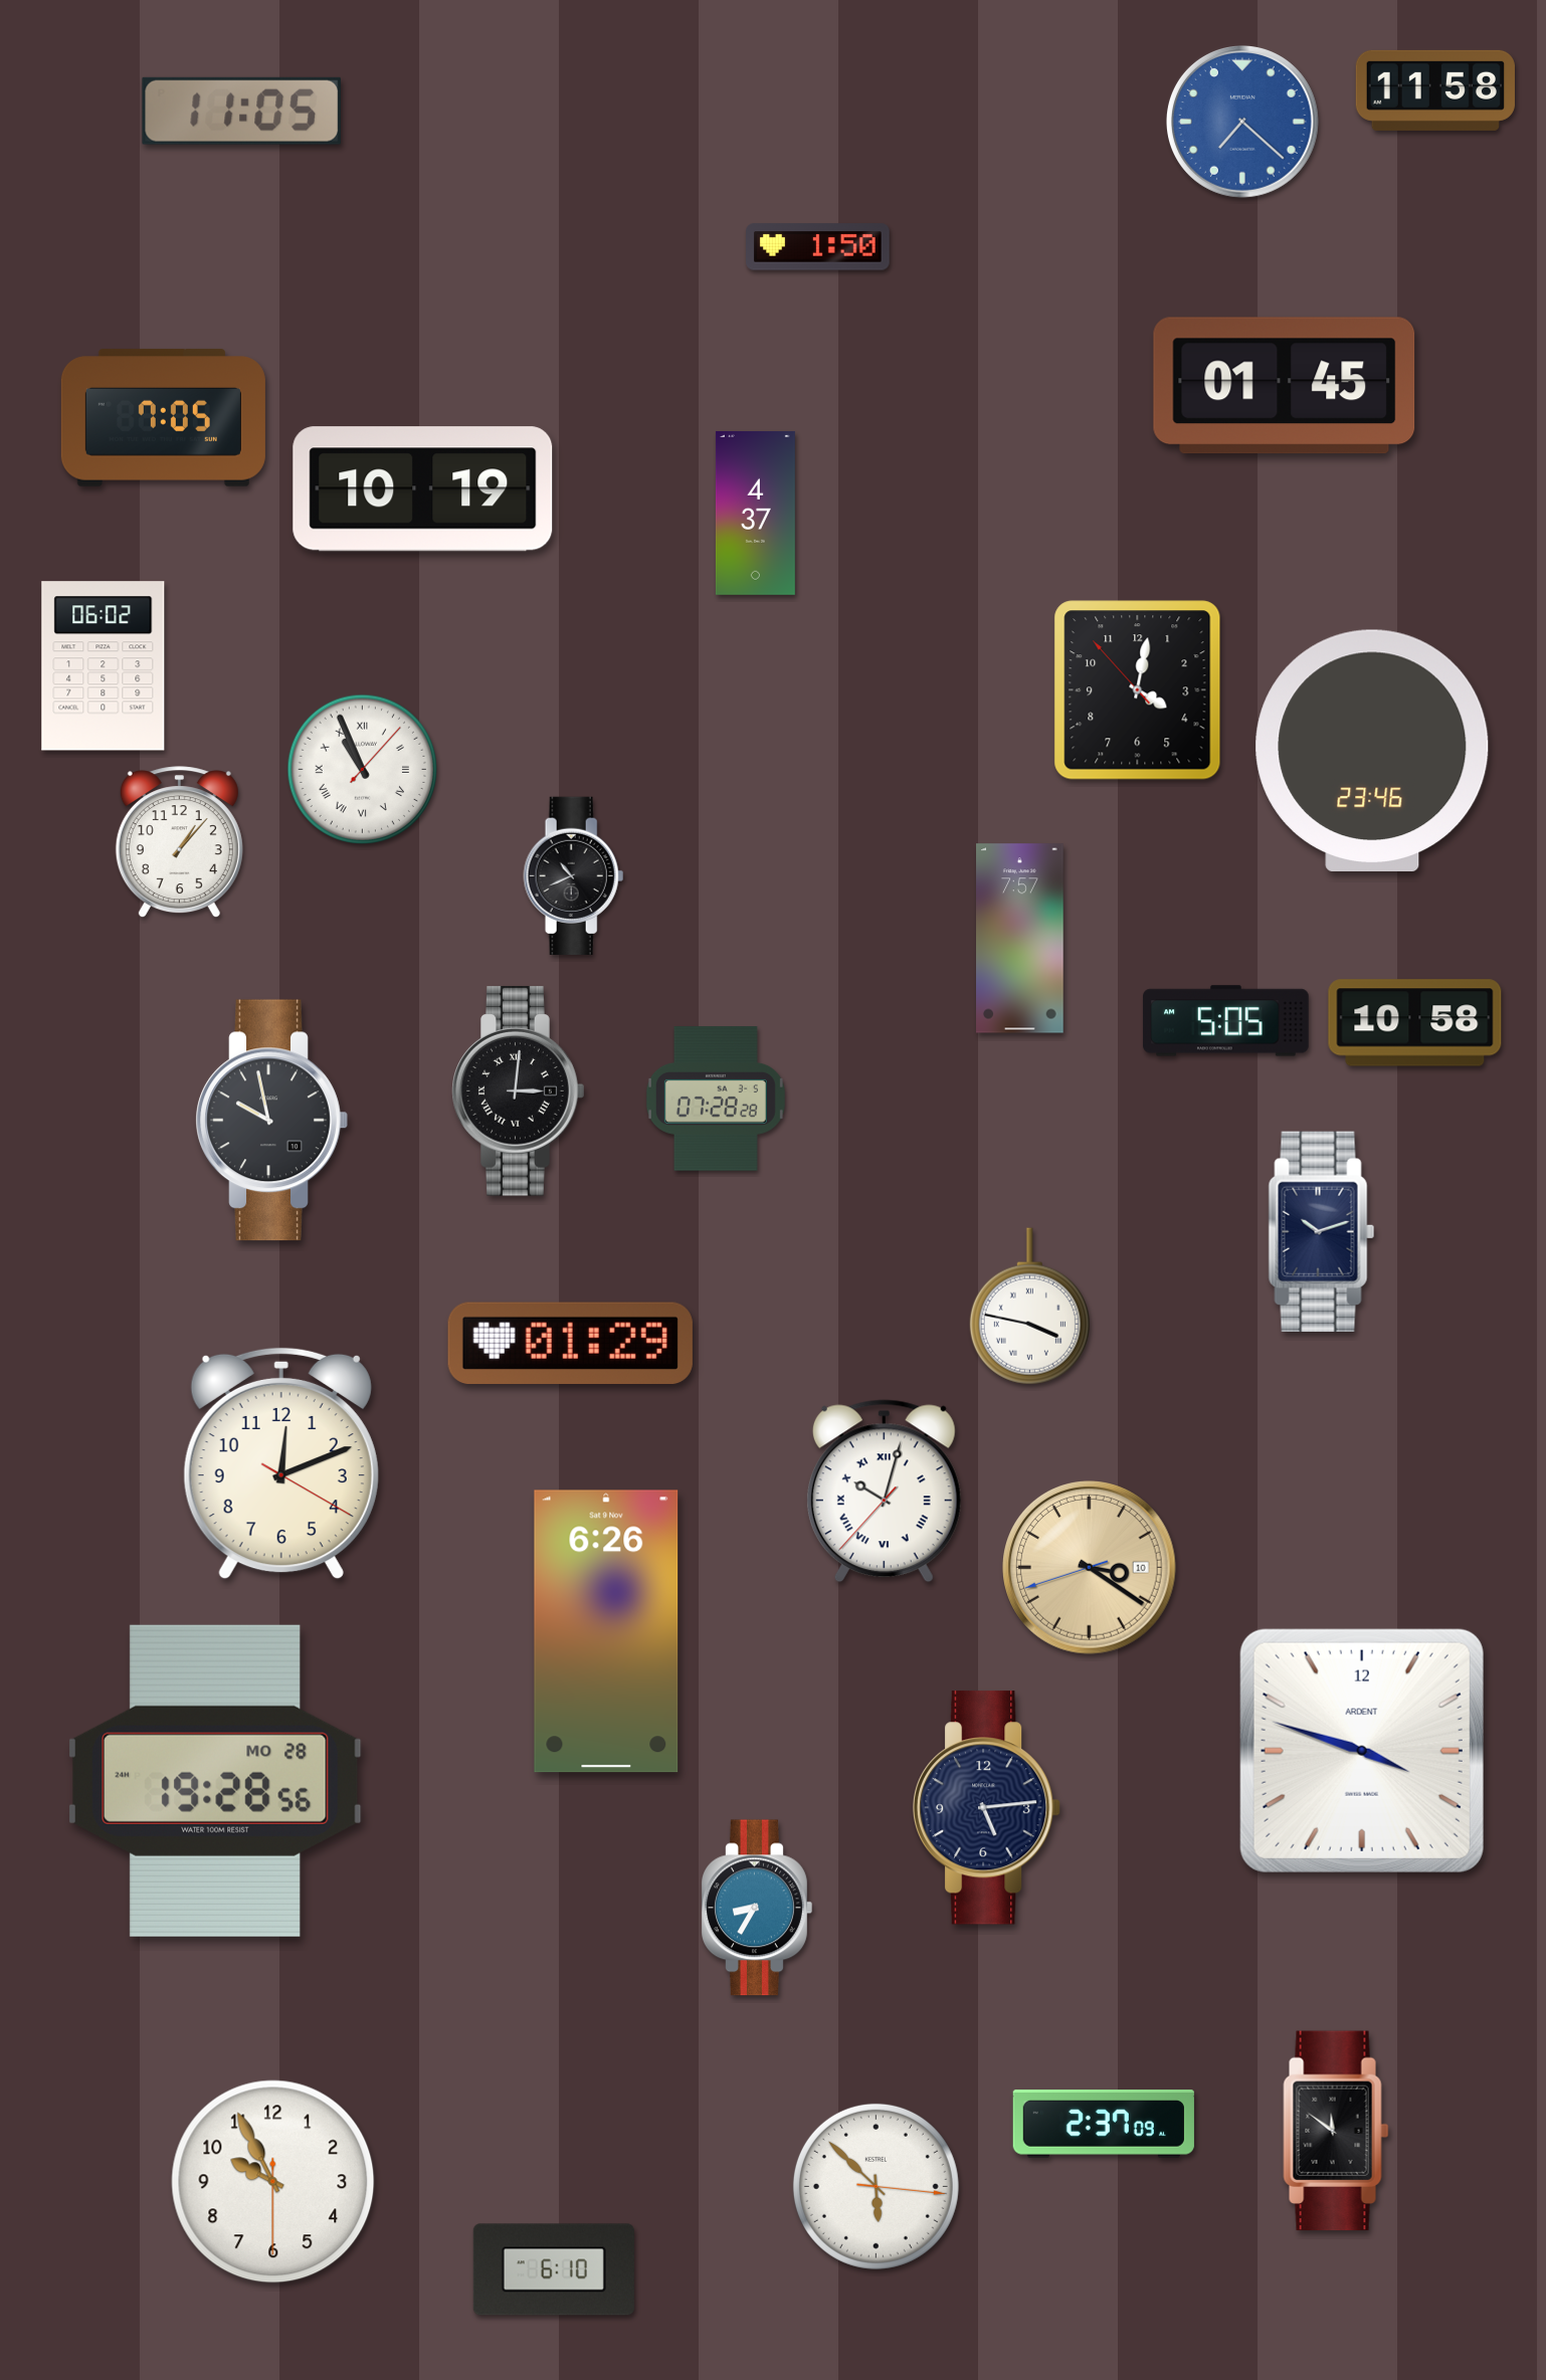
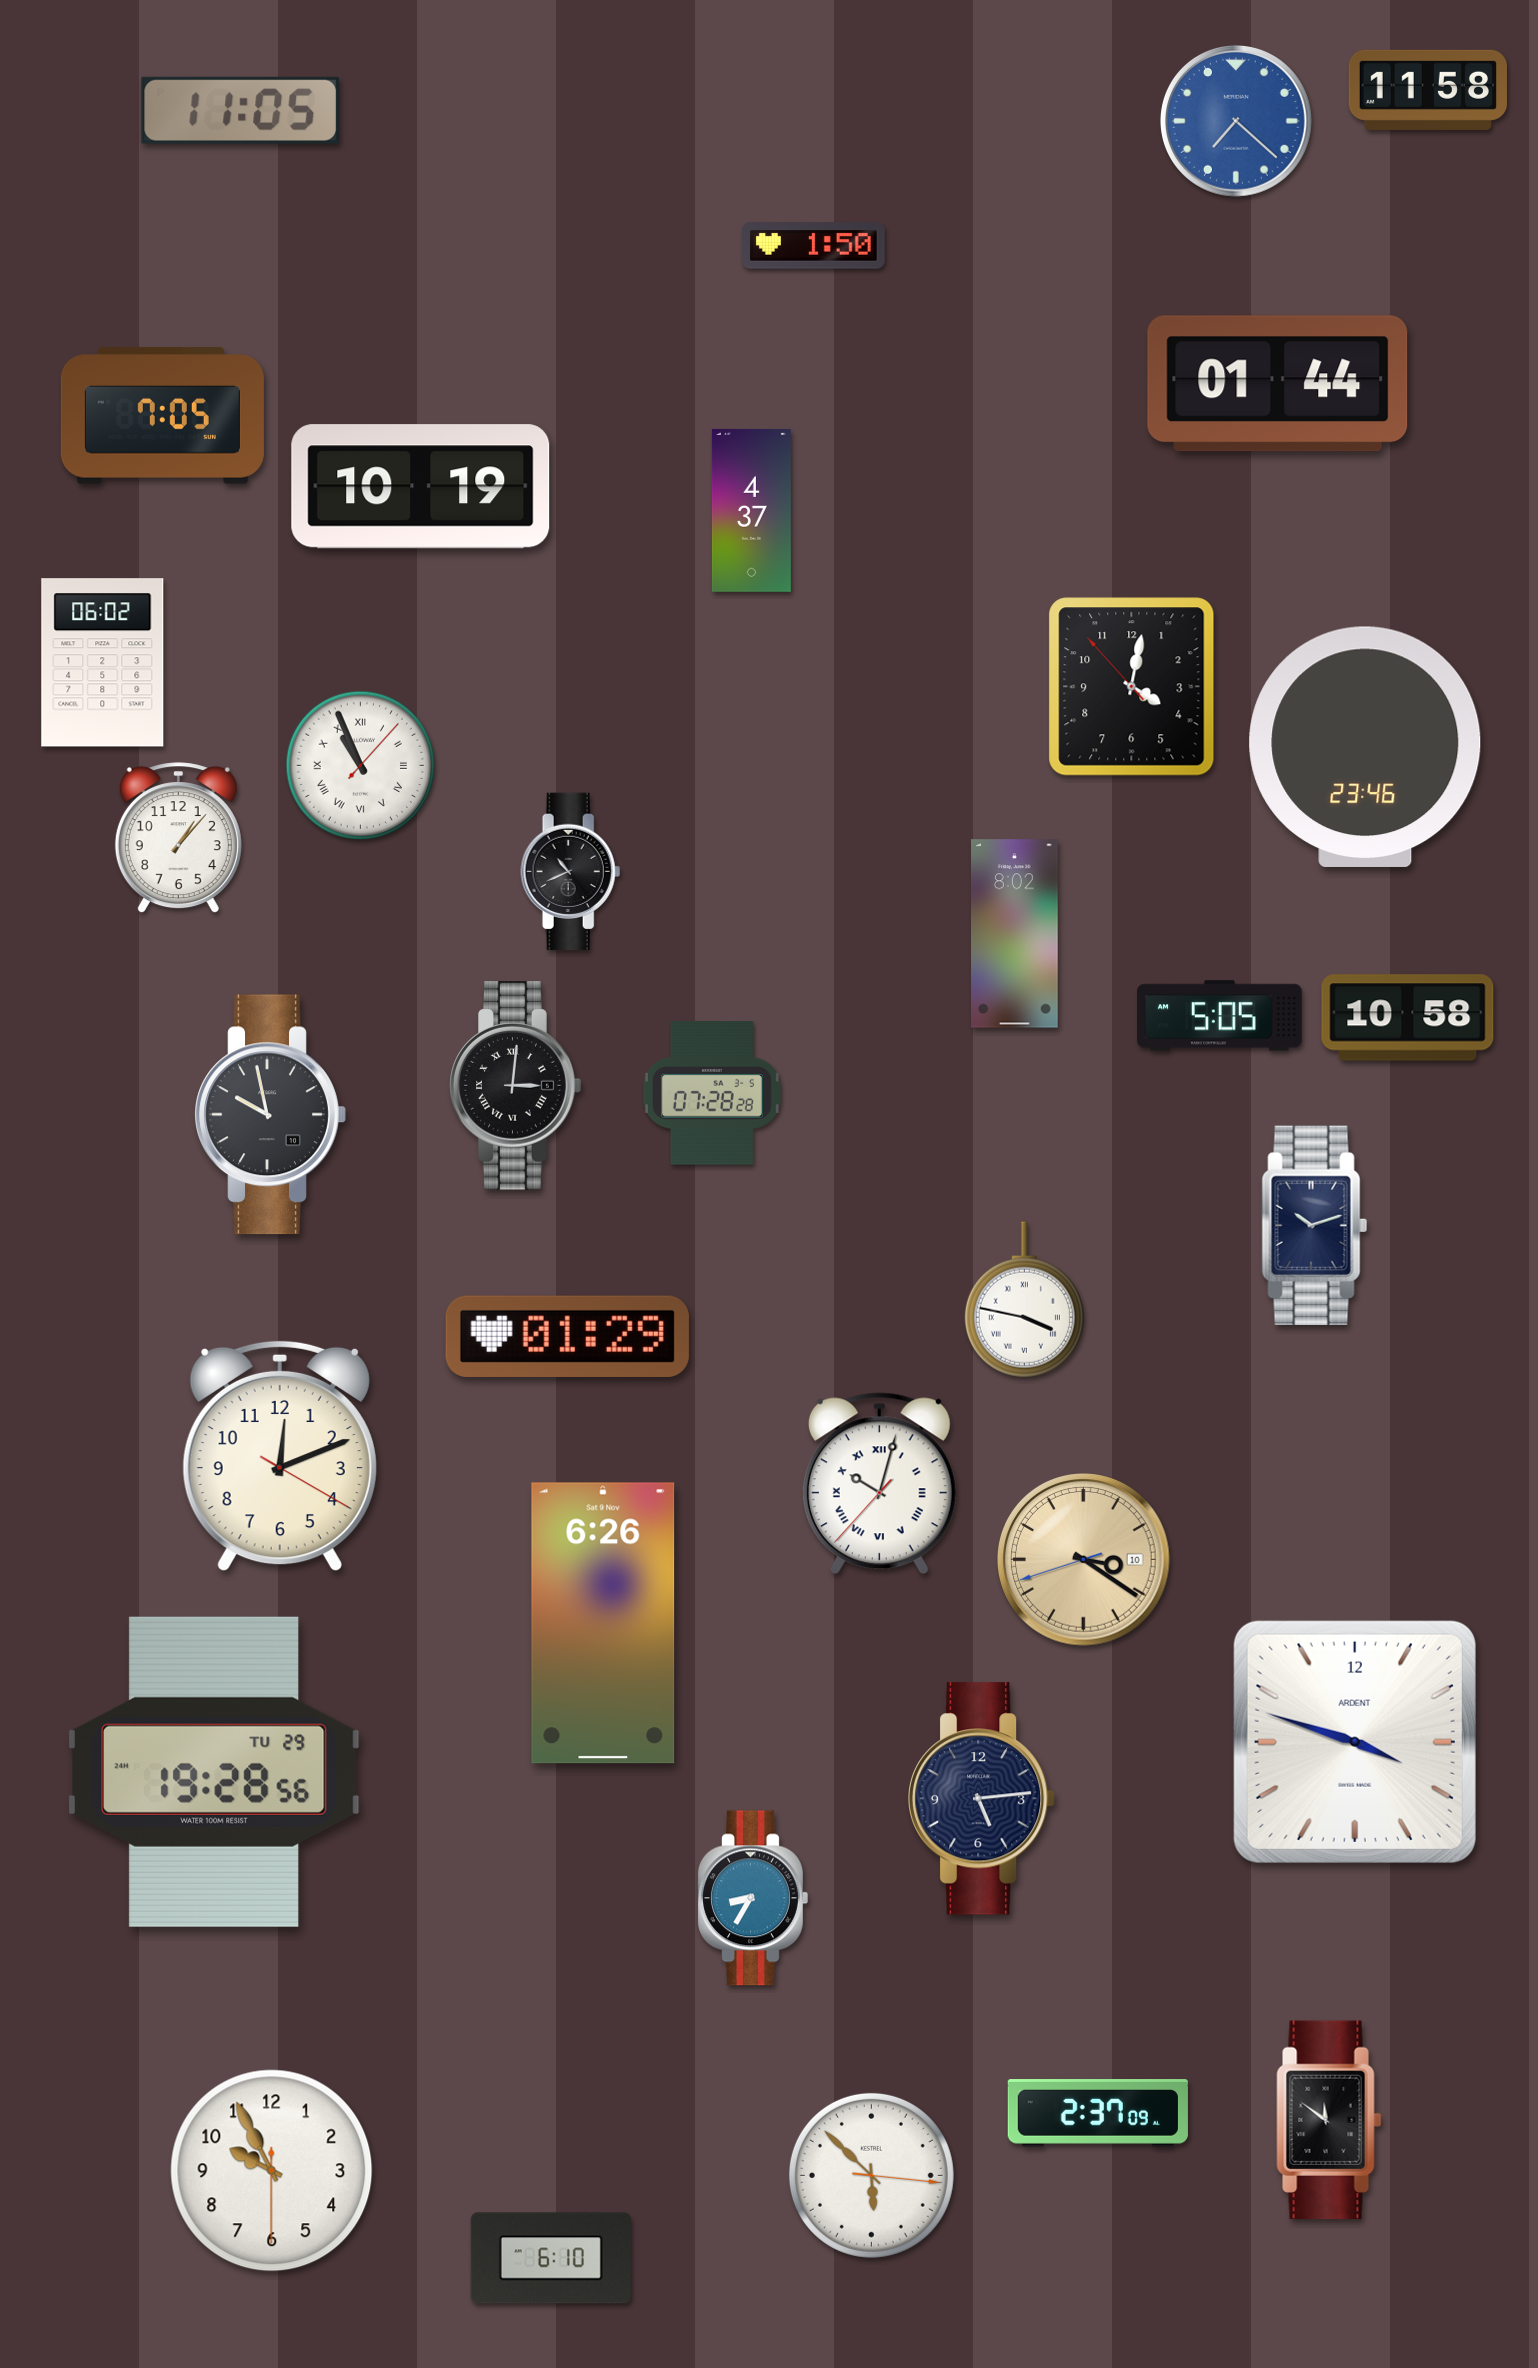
clock at (1285, 386): 01:45 -> 01:44
clock at (1020, 939): 7:57 -> 8:02
clock at (215, 1781) date: MO 28 -> TU 29
